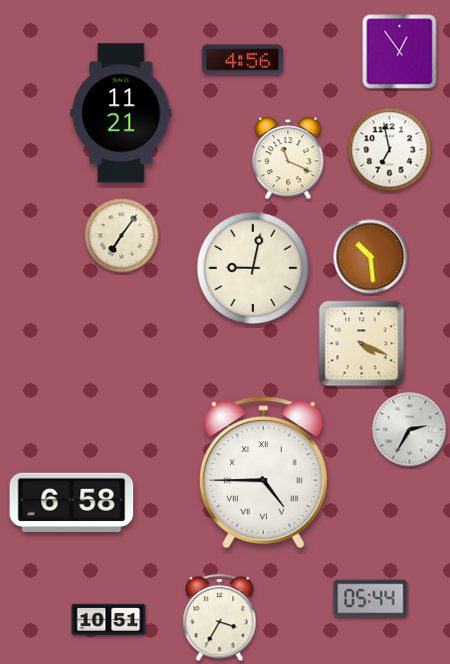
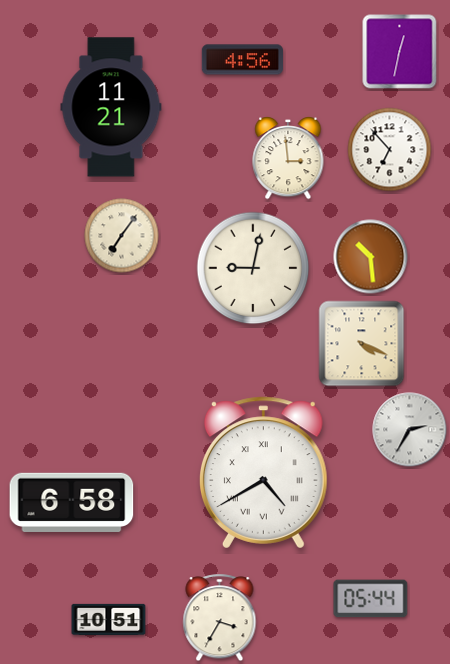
clock at (400, 52): 12:54 -> 12:32
clock at (121, 113) position: (121, 113) -> (111, 107)
clock at (390, 150): 6:58 -> 6:53
clock at (288, 158): 11:19 -> 2:59
clock at (263, 473): 4:45 -> 4:40
